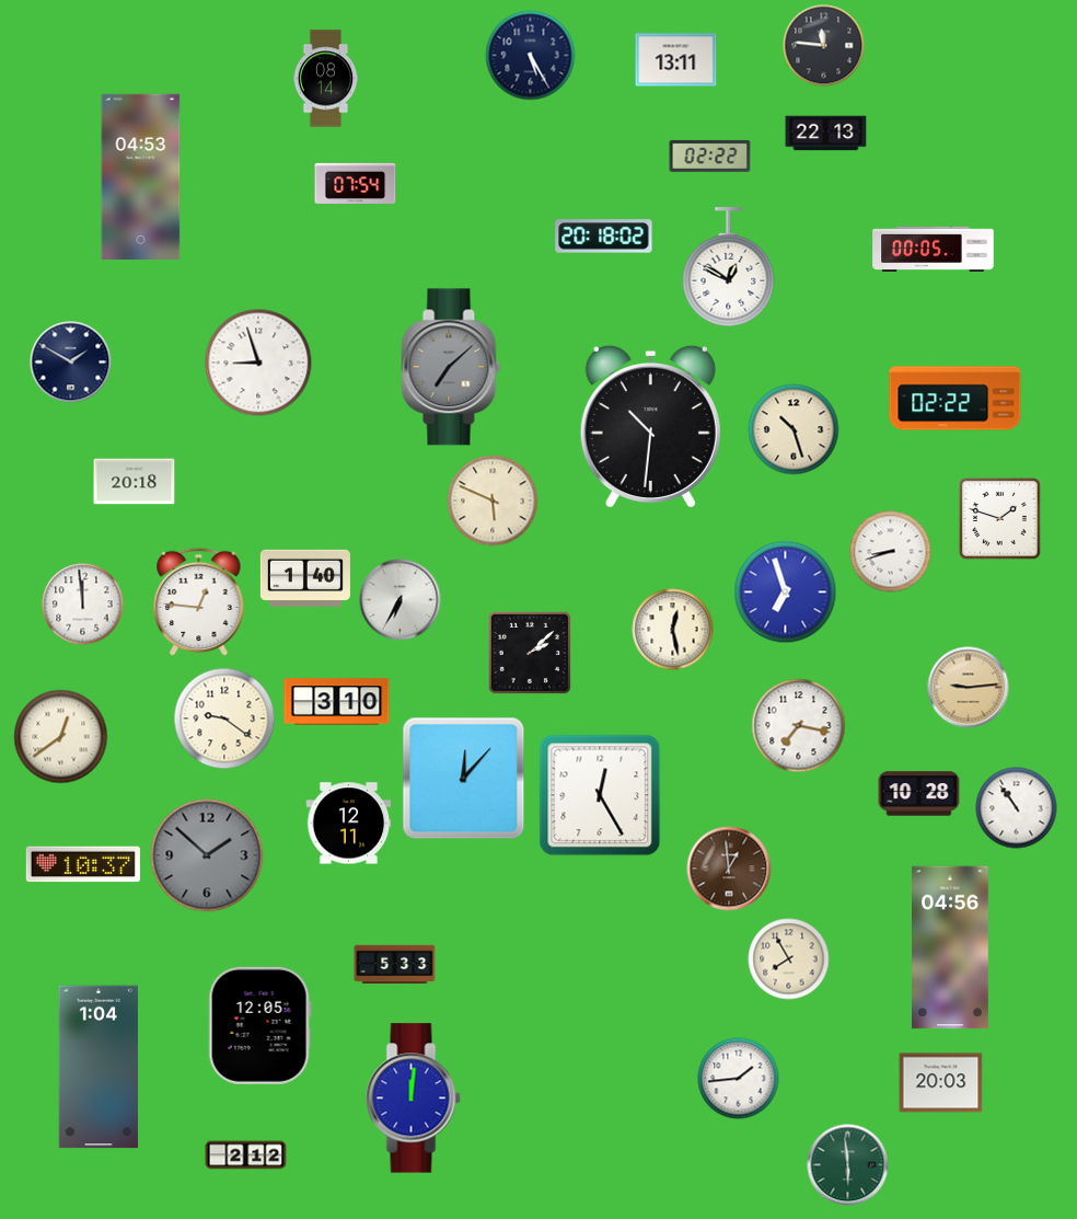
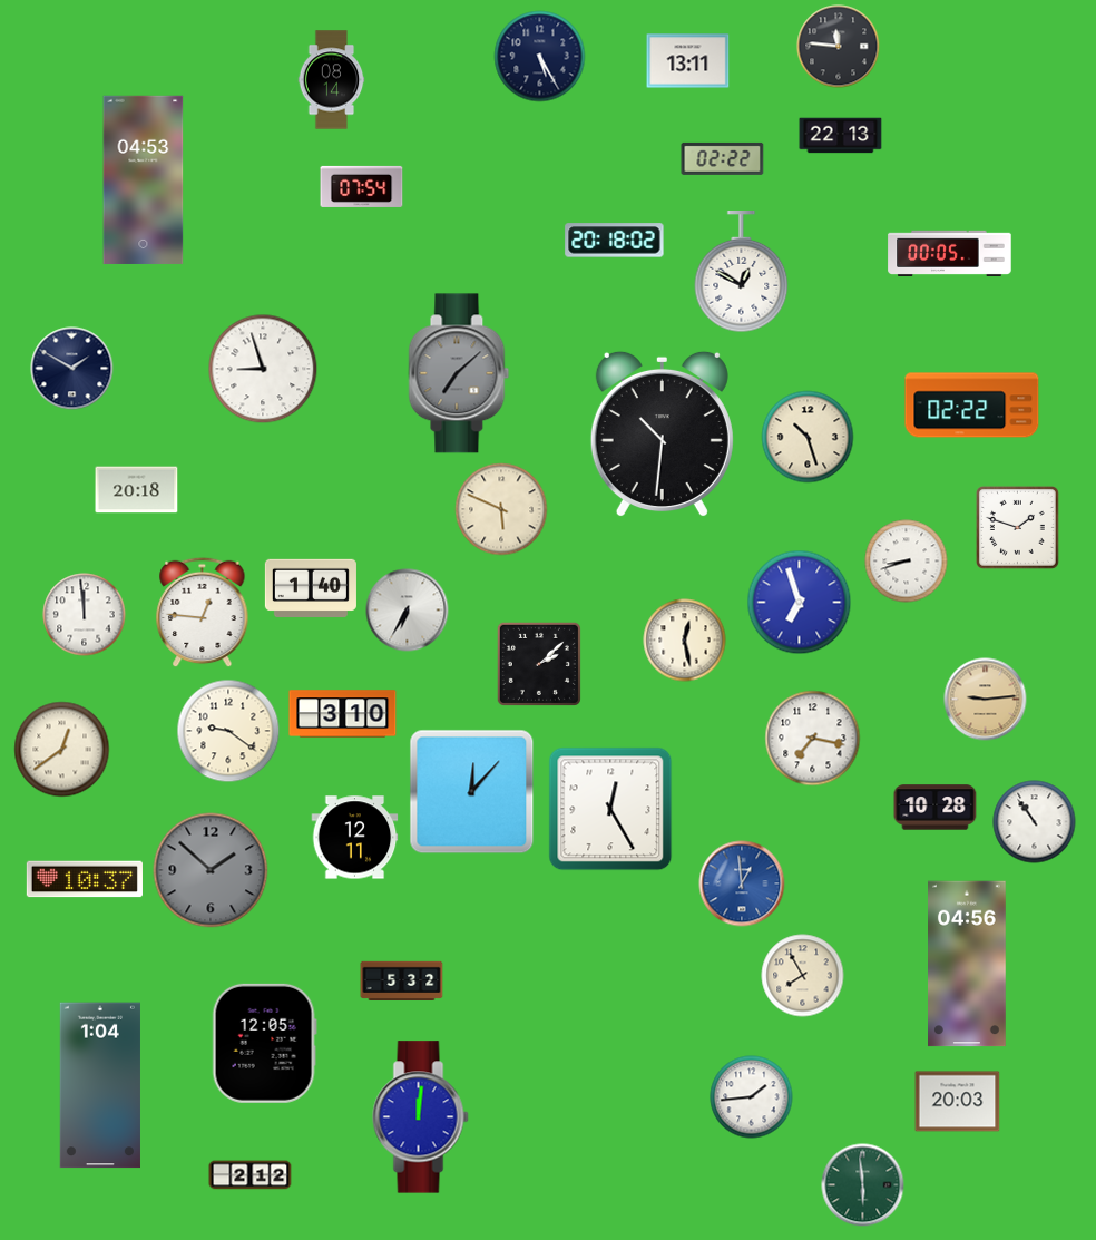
clock at (729, 869) dial: brown -> blue
clock at (395, 964): 5:33 -> 5:32
